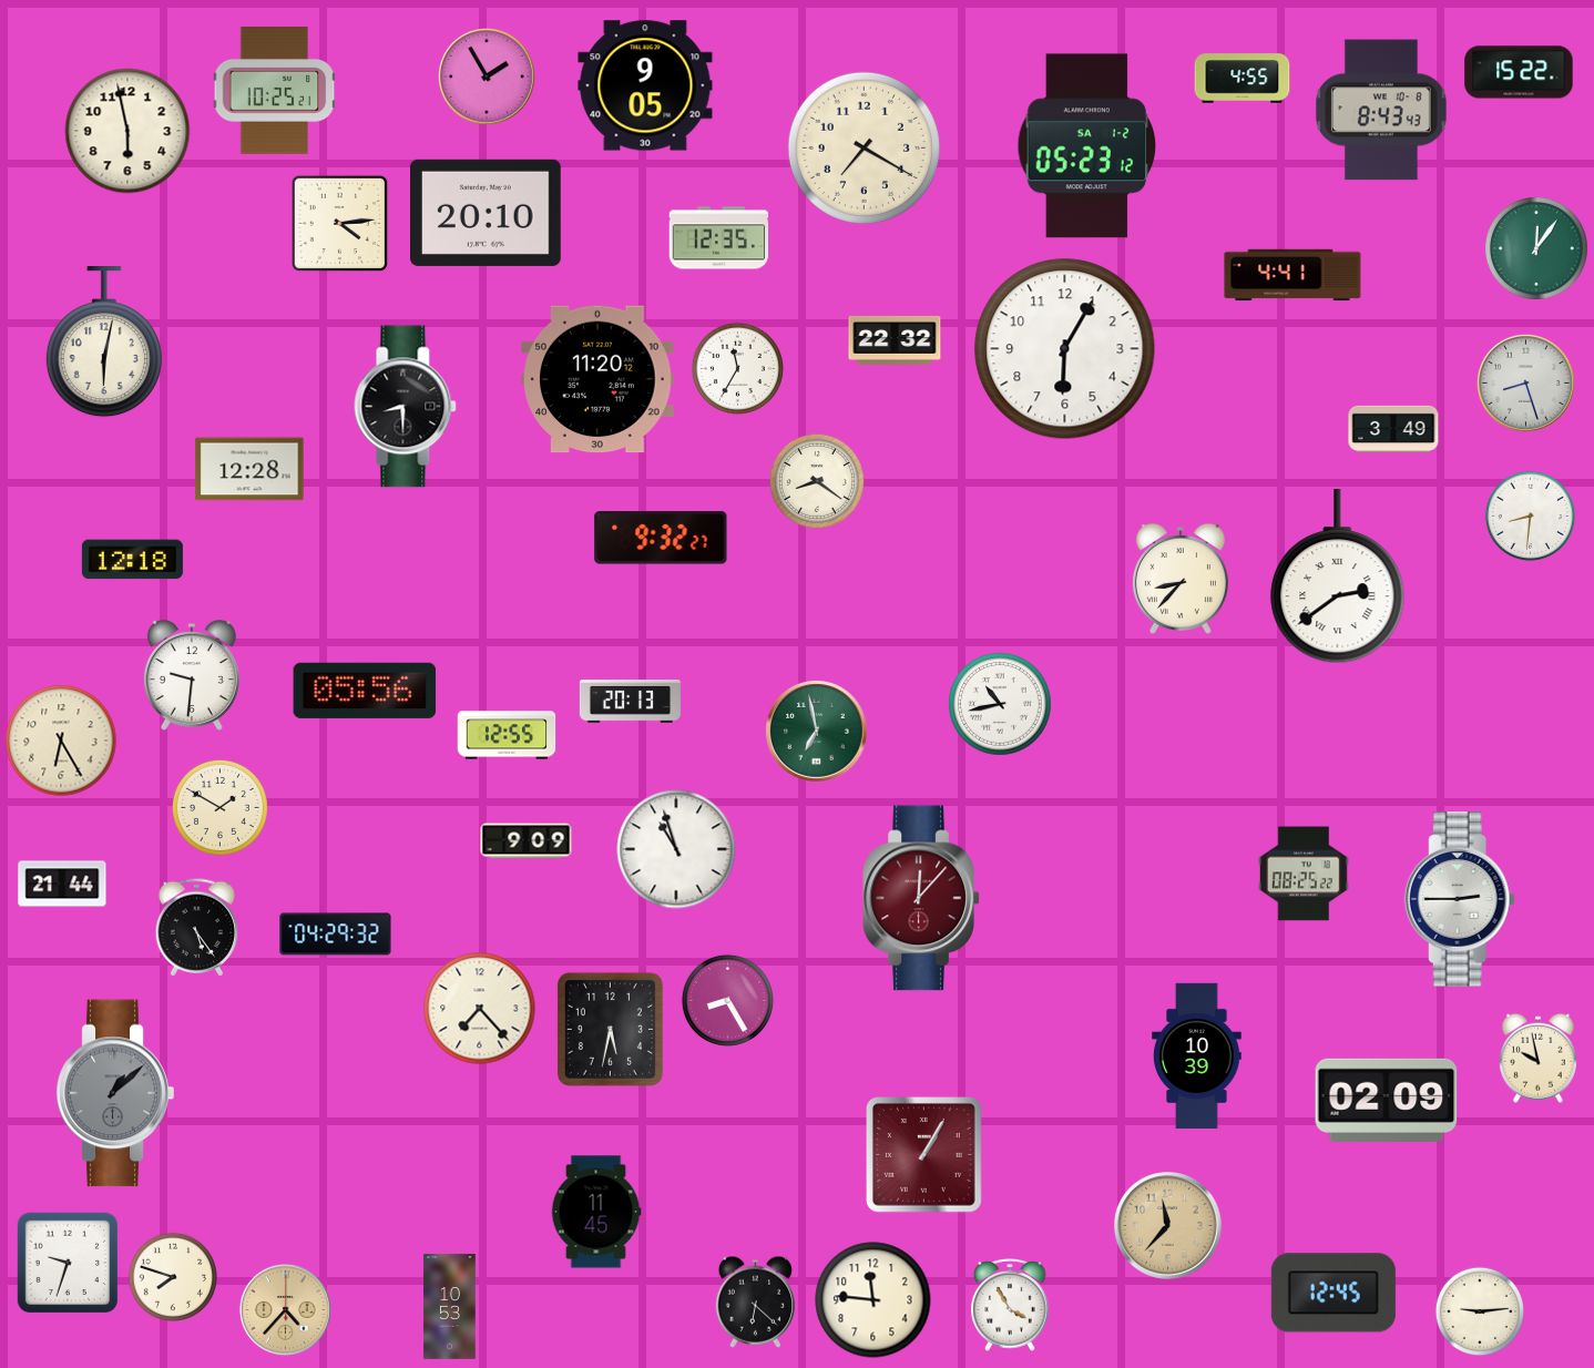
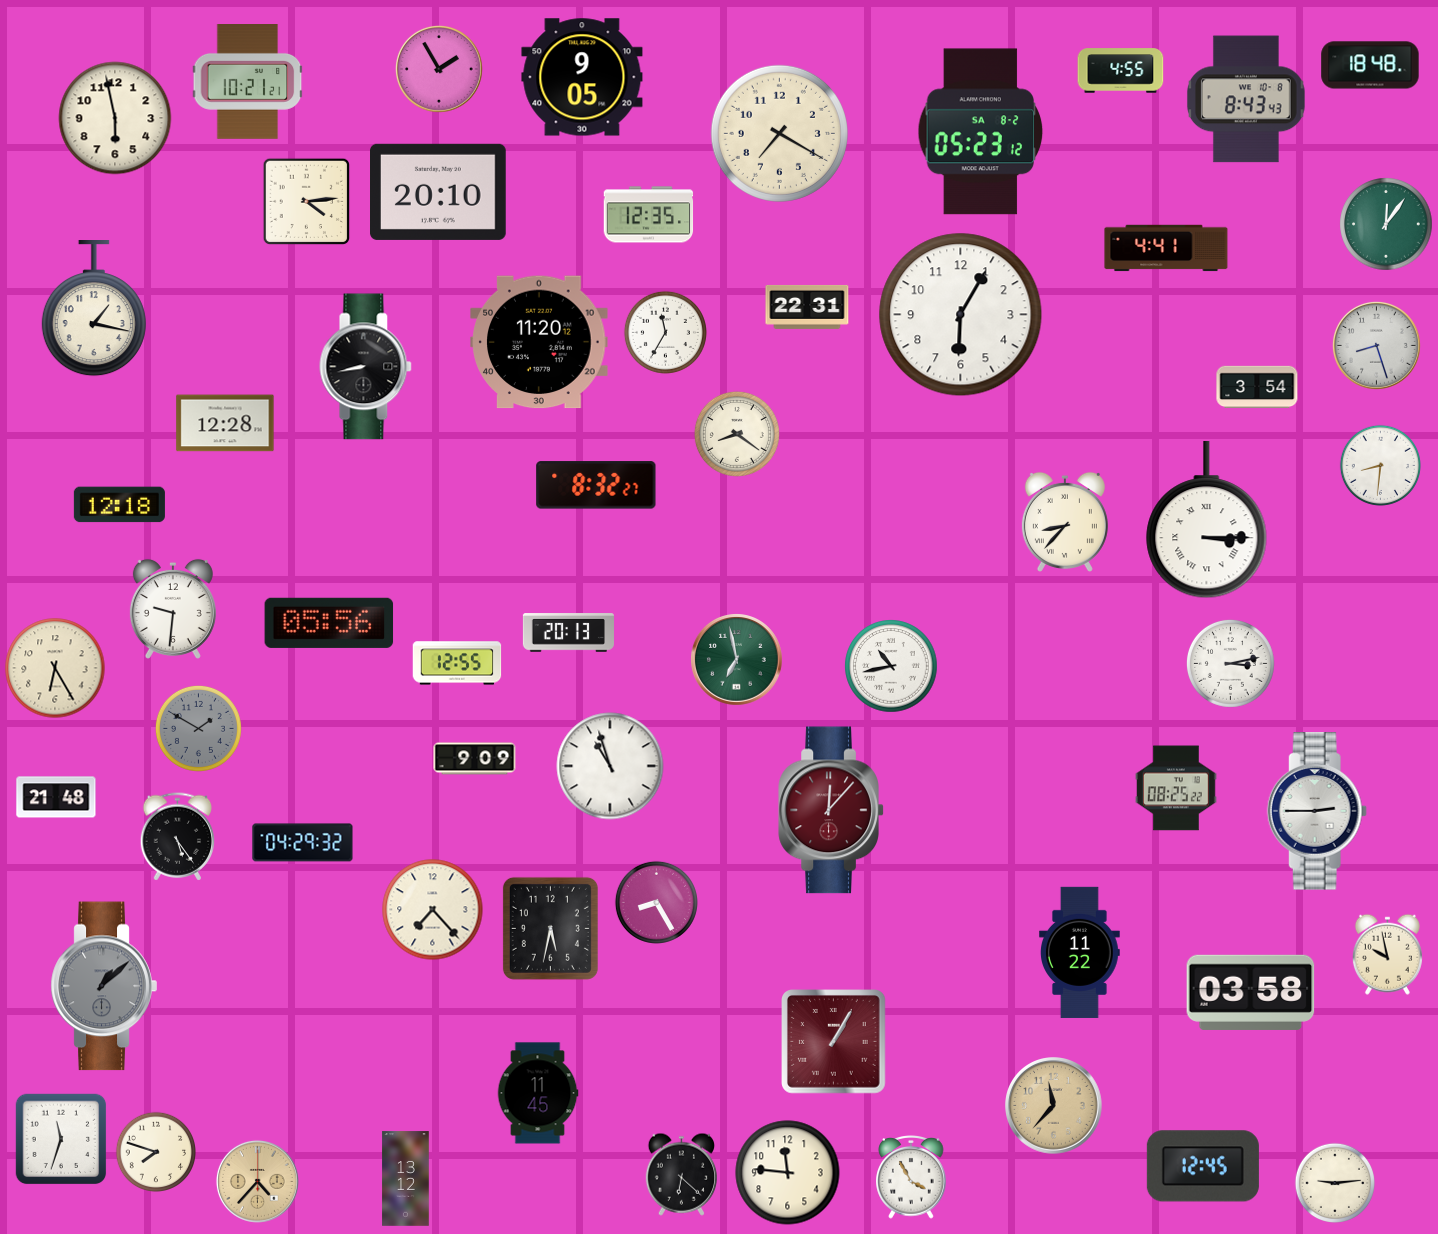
clock at (1519, 72): 15:22 -> 18:48
clock at (275, 91): 10:25 -> 10:21
clock at (1087, 146) date: SA 1-2 -> SA 8-2
clock at (895, 340): 22:32 -> 22:31
clock at (104, 343): 6:02 -> 1:17
clock at (406, 407): 8:30 -> 8:43
clock at (1393, 429): 3:49 -> 3:54
clock at (661, 538): 9:32 -> 8:32
clock at (1338, 578): 2:39 -> 3:15
clock at (1000, 704) position: (1000, 704) -> (891, 666)
clock at (1230, 663): none -> 3:13
clock at (219, 807) dial: cream -> grey
clock at (62, 884): 21:44 -> 21:48
clock at (1197, 1055): 10:39 -> 11:22
clock at (1387, 1100): 02:09 -> 03:58
clock at (68, 1263): 9:33 -> 11:33
clock at (450, 1307): 10:53 -> 13:12
